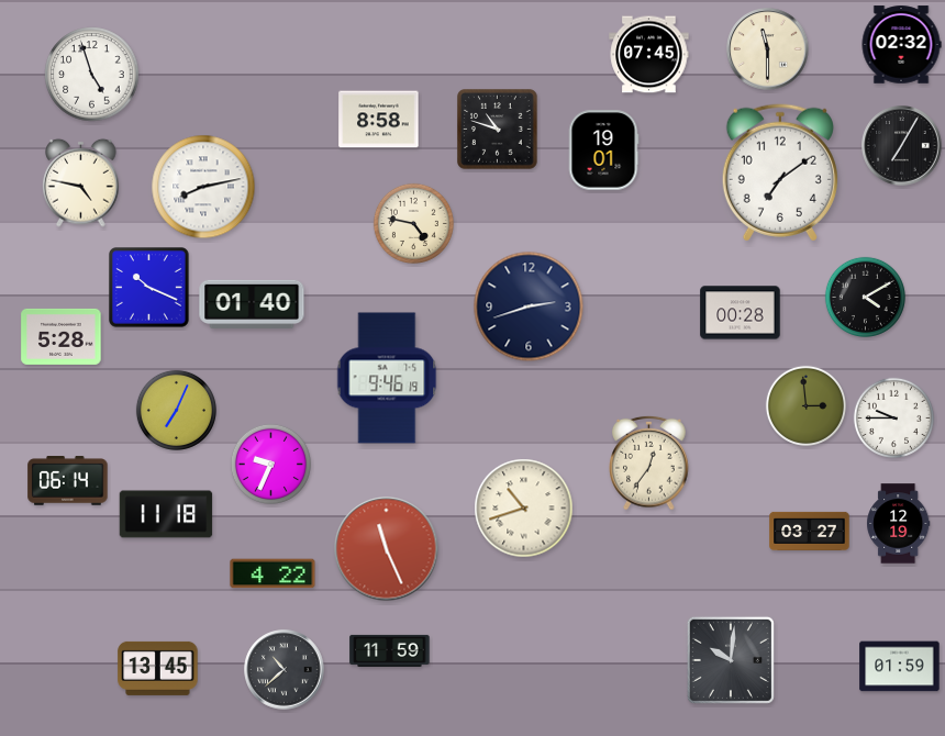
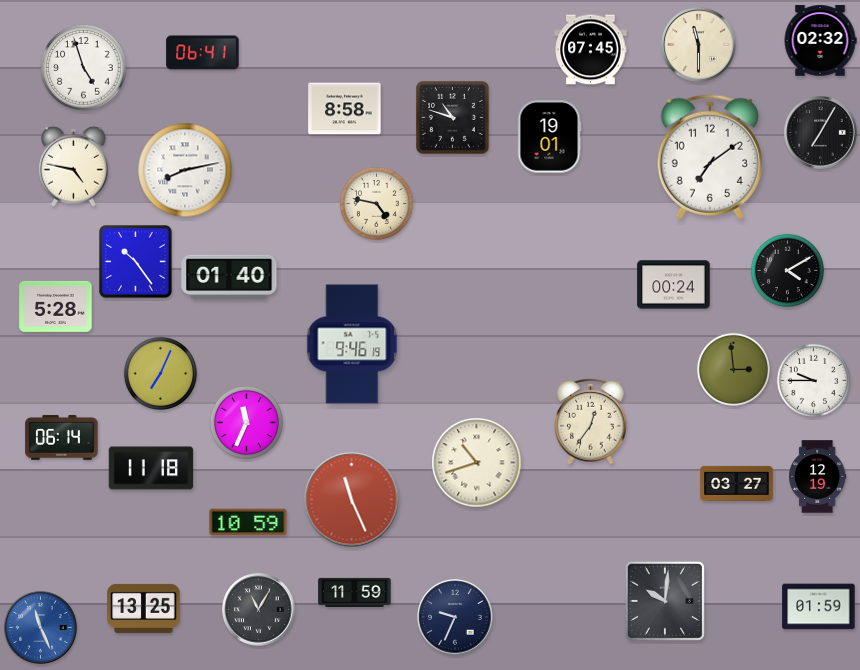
clock at (203, 53): none -> 06:41
clock at (149, 288): 10:19 -> 10:24
clock at (529, 306): 2:42 -> none
clock at (741, 313): 00:28 -> 00:24
clock at (270, 464): 9:34 -> 11:34
clock at (273, 573): 4:22 -> 10:59
clock at (158, 668): 13:45 -> 13:25
clock at (285, 670): 10:38 -> 11:05
clock at (455, 617): none -> 9:34
clock at (41, 628): none -> 11:26
